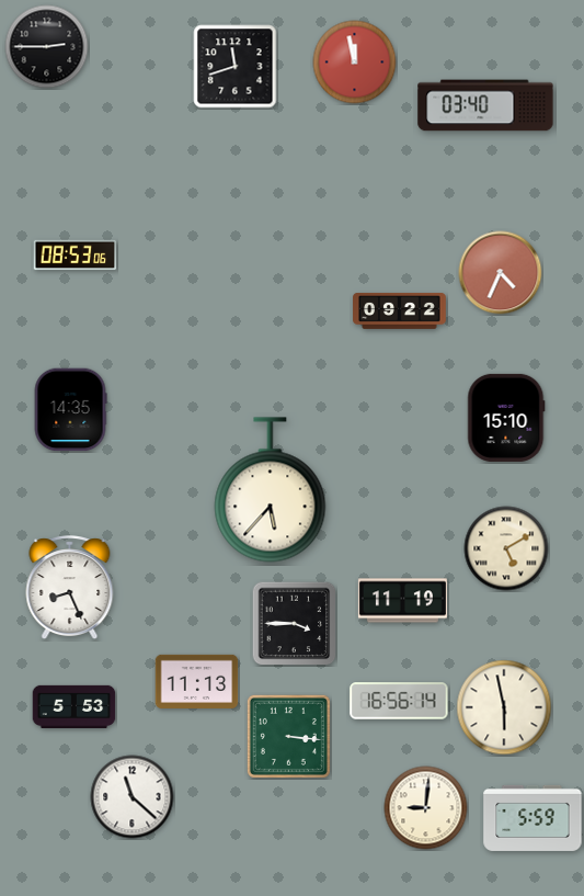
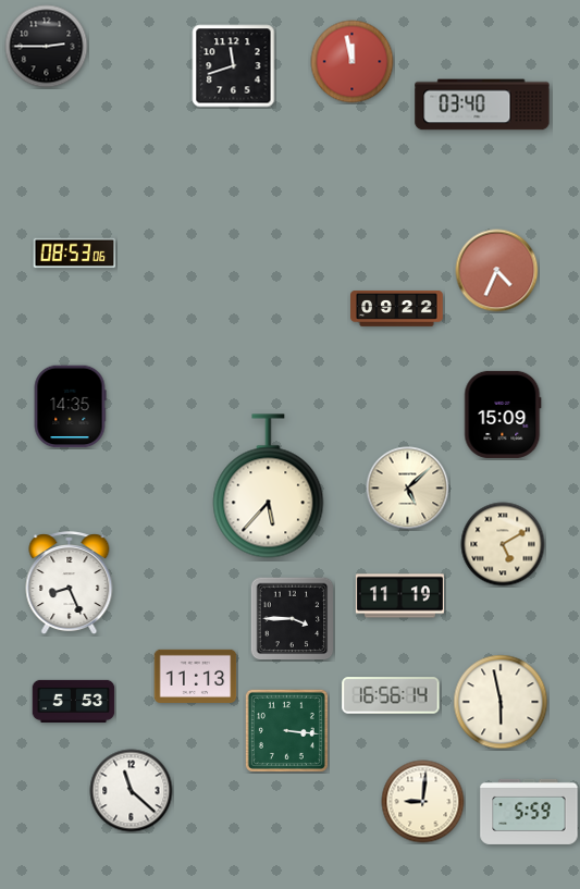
clock at (506, 418): 15:10 -> 15:09
clock at (408, 489): none -> 5:08
clock at (399, 701) position: (399, 701) -> (391, 695)
